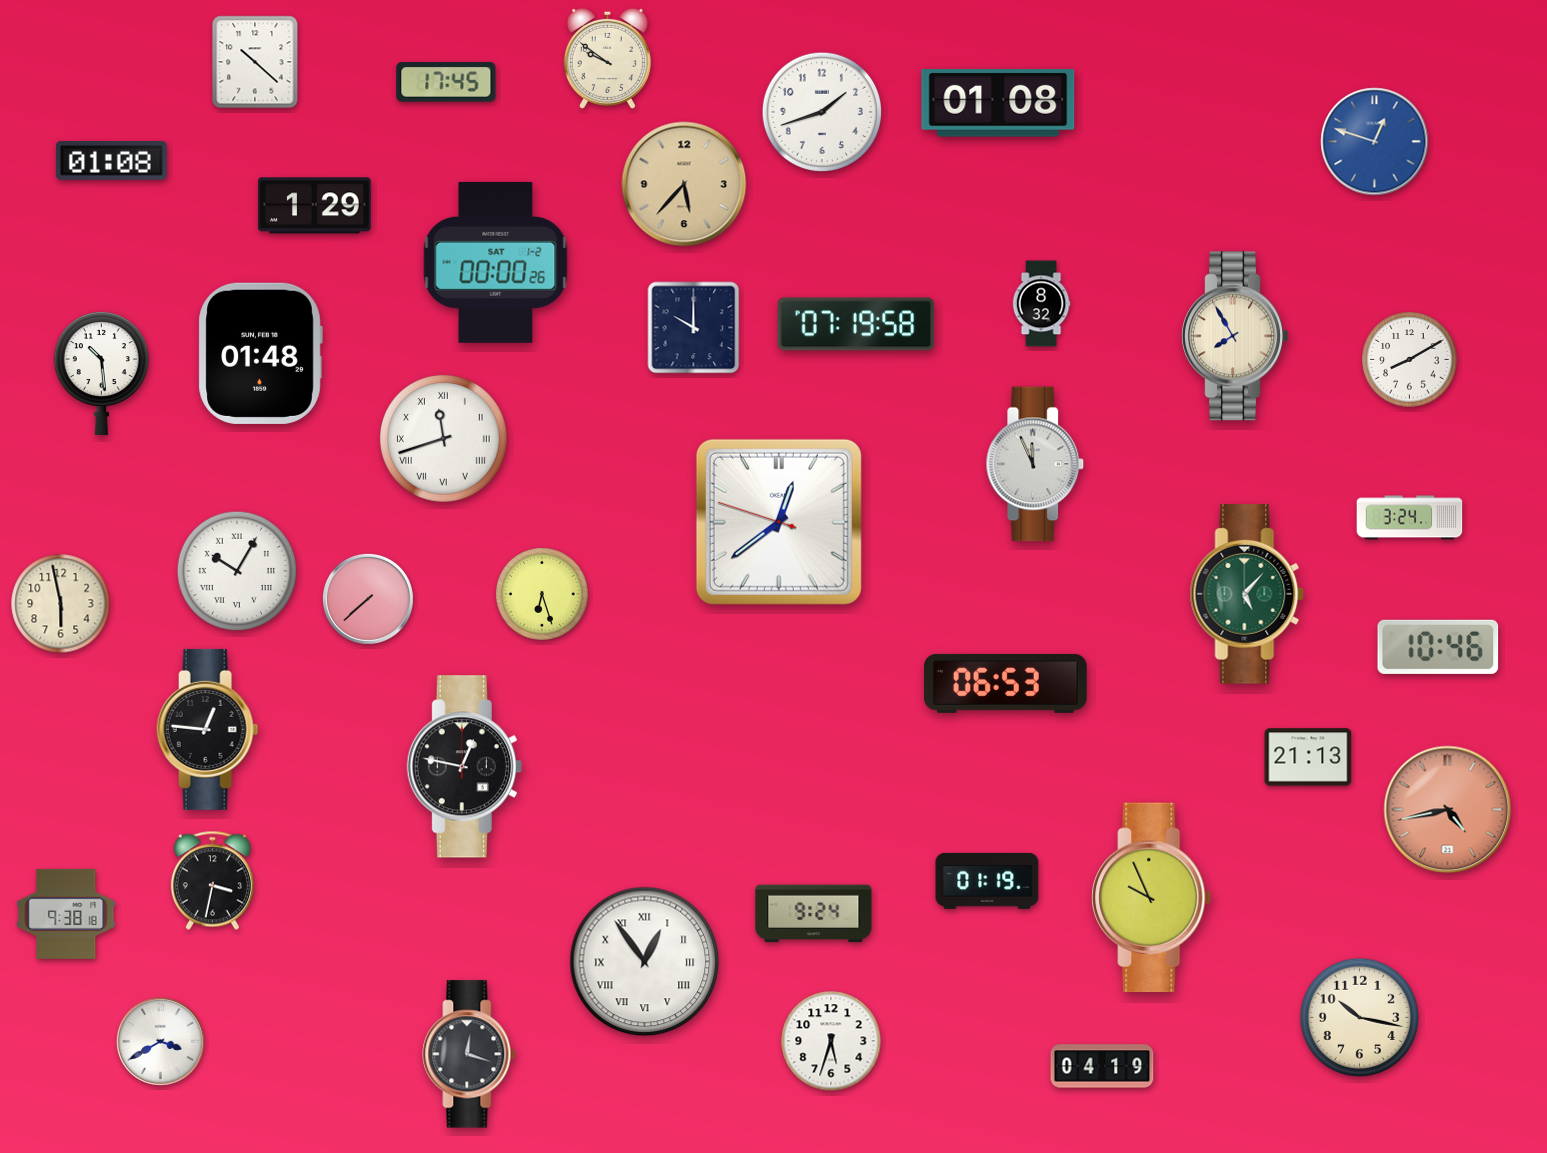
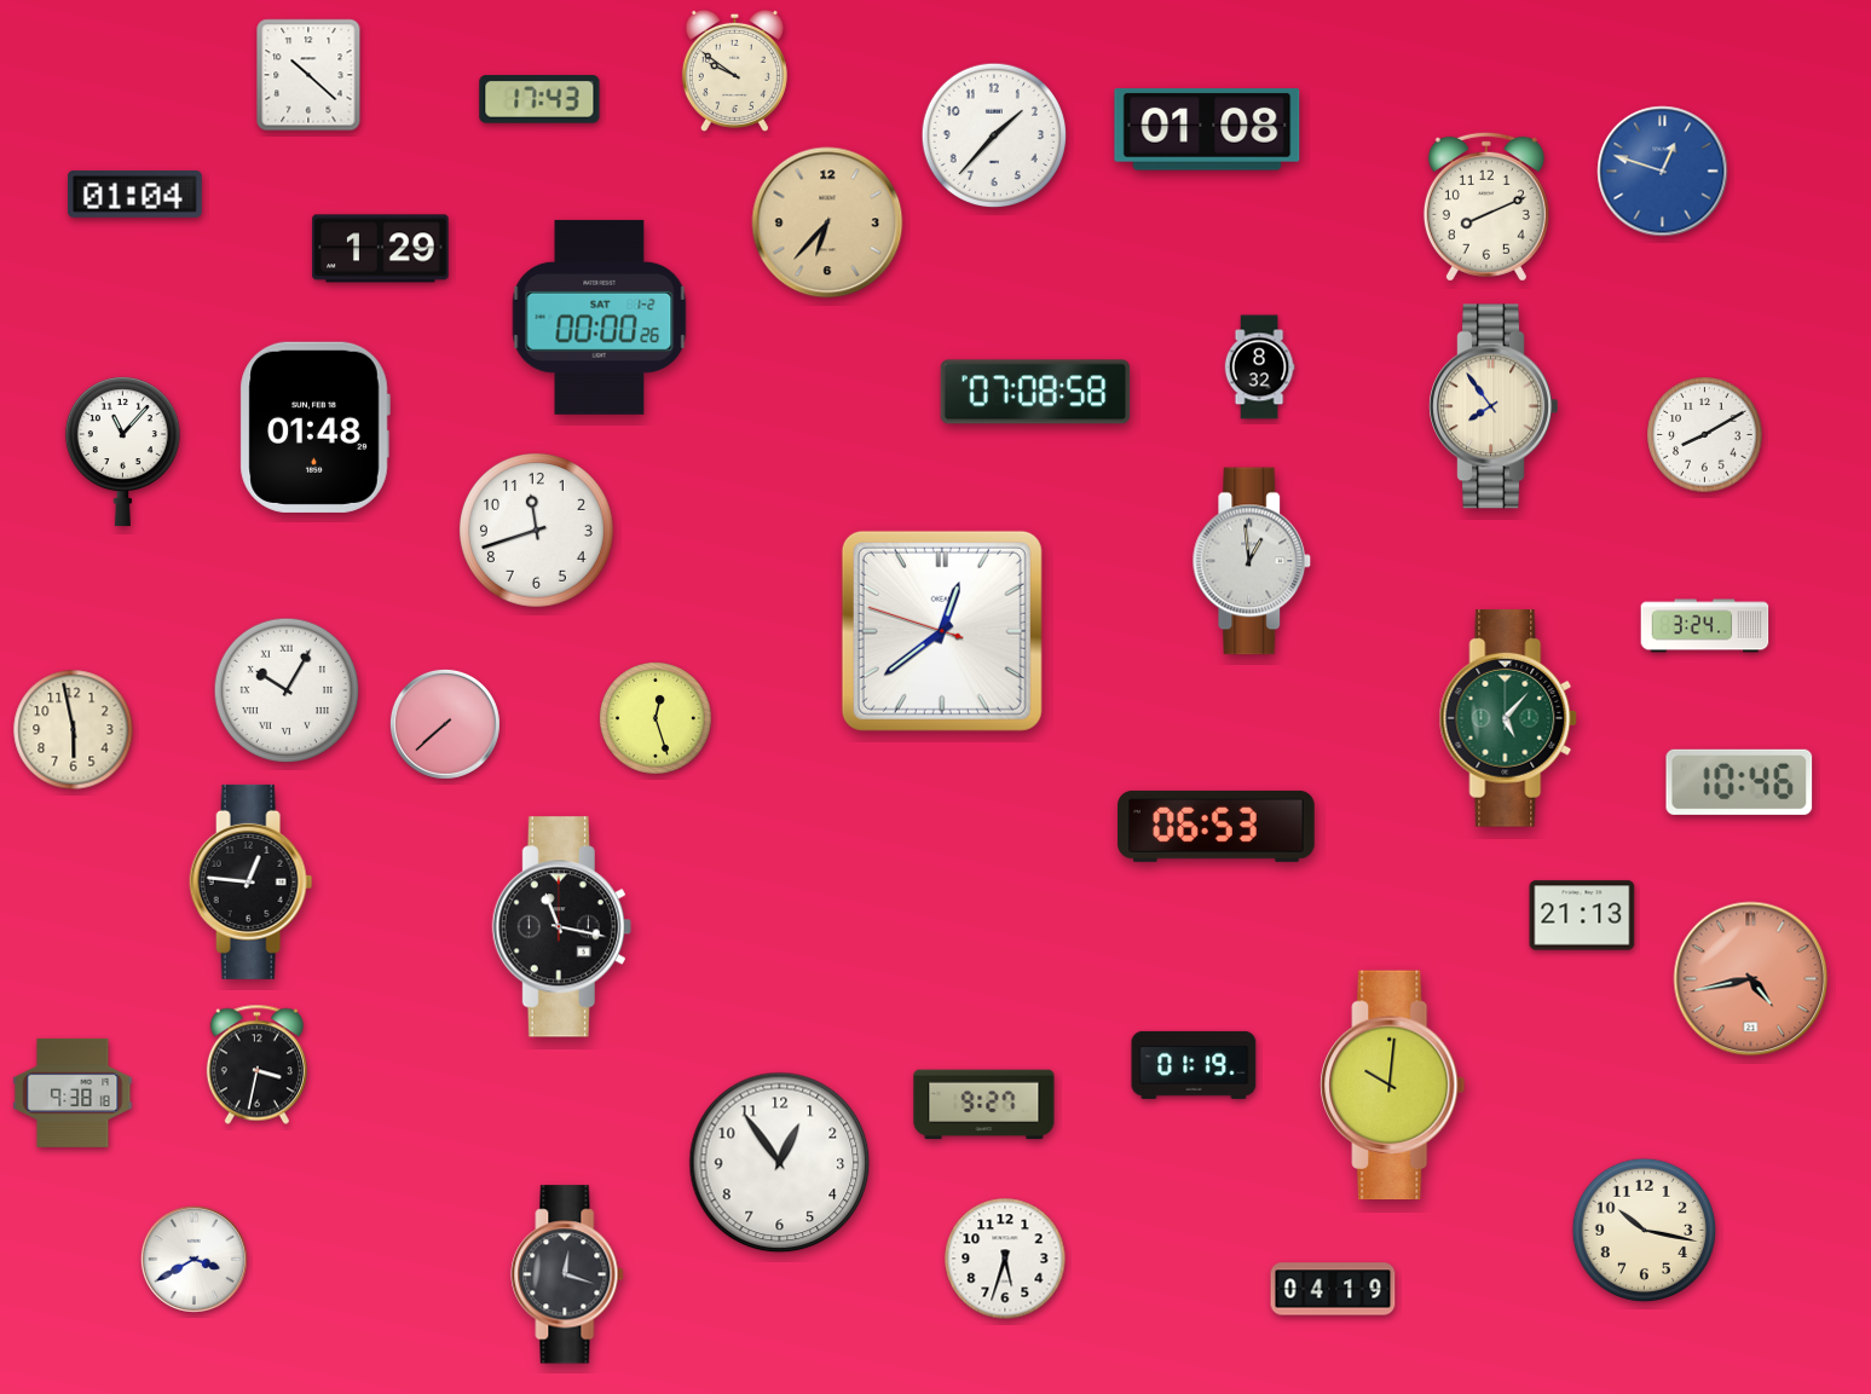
clock at (446, 82): 17:45 -> 17:43
clock at (998, 104) position: (998, 104) -> (1207, 131)
clock at (821, 111): 1:42 -> 1:37
clock at (111, 161): 01:08 -> 01:04
clock at (1486, 207): none -> 8:11
clock at (684, 184): 5:37 -> 6:37
clock at (856, 324): 07:19 -> 07:08
clock at (694, 328): 10:00 -> none
clock at (1234, 336): 7:55 -> 7:54
clock at (101, 374): 10:29 -> 11:07
clock at (443, 438) numerals: Roman -> Arabic
clock at (1035, 464): 11:56 -> 12:59
clock at (542, 594): 6:27 -> 12:27
clock at (464, 767): 12:47 -> 11:17
clock at (1152, 898): 9:56 -> 10:01
clock at (66, 914) position: (66, 914) -> (73, 1093)
clock at (814, 914): 9:24 -> 9:27
clock at (645, 962) numerals: Roman -> Arabic
